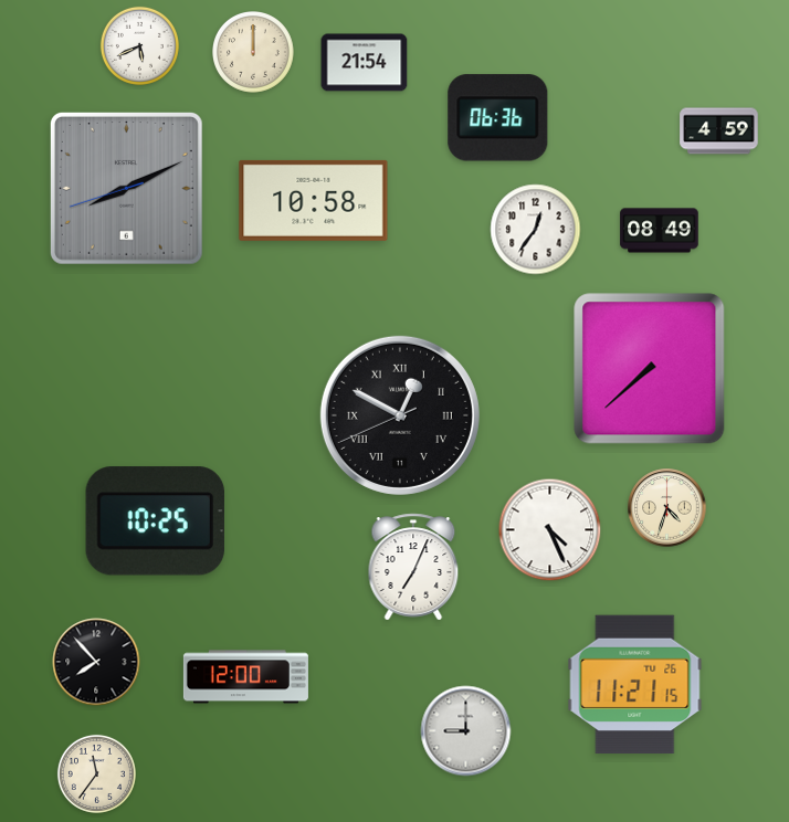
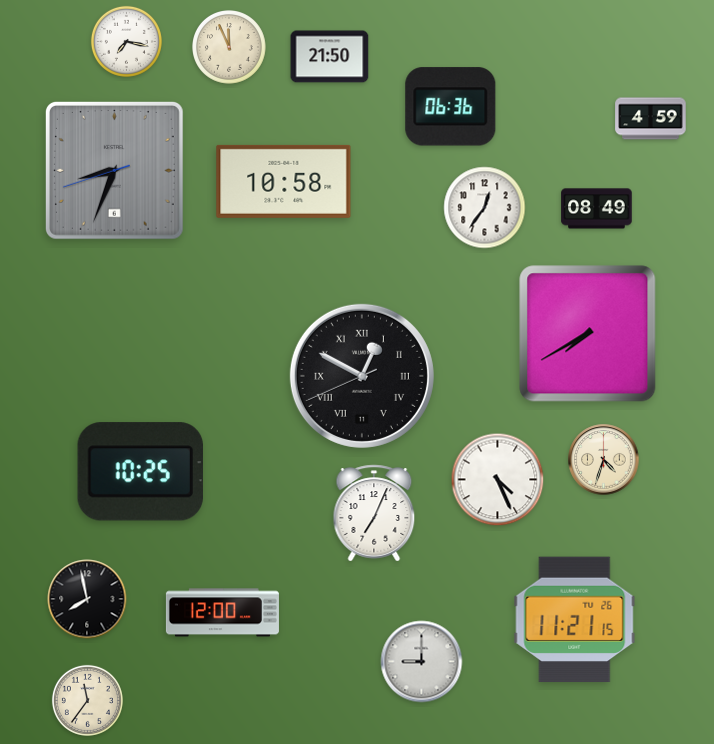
clock at (139, 45): 5:41 -> 7:17
clock at (254, 53): 12:00 -> 11:56
clock at (365, 63): 21:54 -> 21:50
clock at (126, 188): 8:10 -> 8:33
clock at (650, 369): 7:38 -> 7:40
clock at (96, 662): 7:53 -> 7:58
